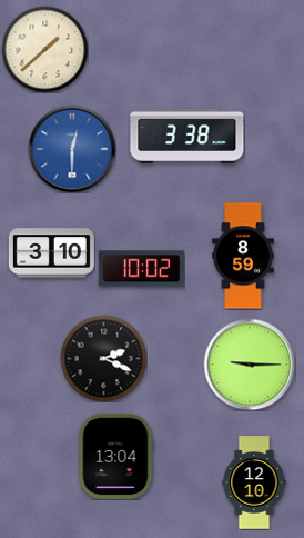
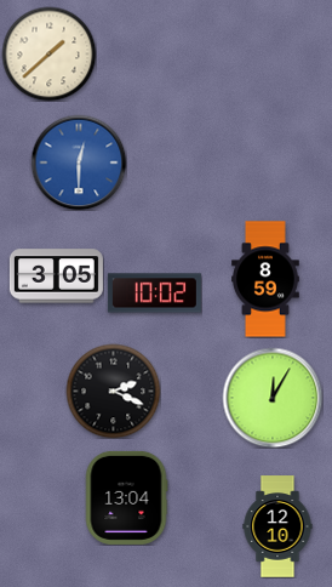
clock at (188, 136): 3:38 -> none
clock at (51, 253): 3:10 -> 3:05
clock at (250, 365): 9:15 -> 12:05
